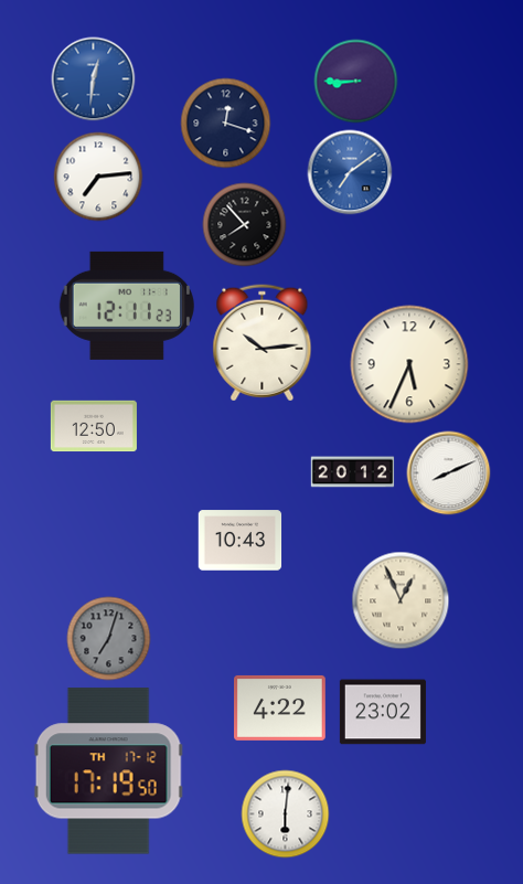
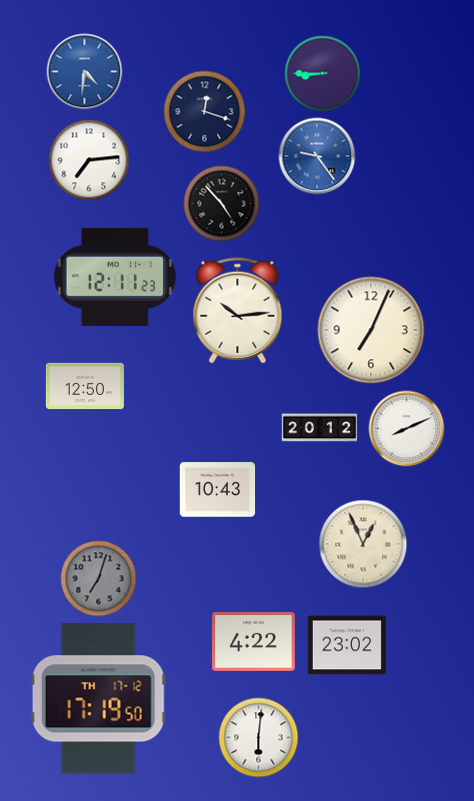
clock at (94, 79): 12:31 -> 4:31
clock at (350, 172): 7:09 -> 9:24
clock at (245, 225): 7:53 -> 4:53
clock at (409, 364): 5:34 -> 7:04
